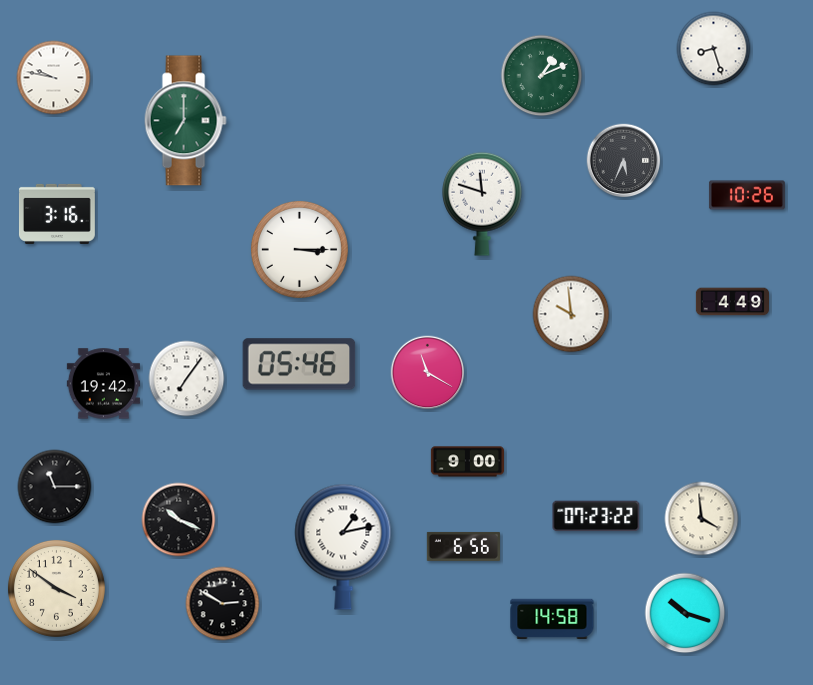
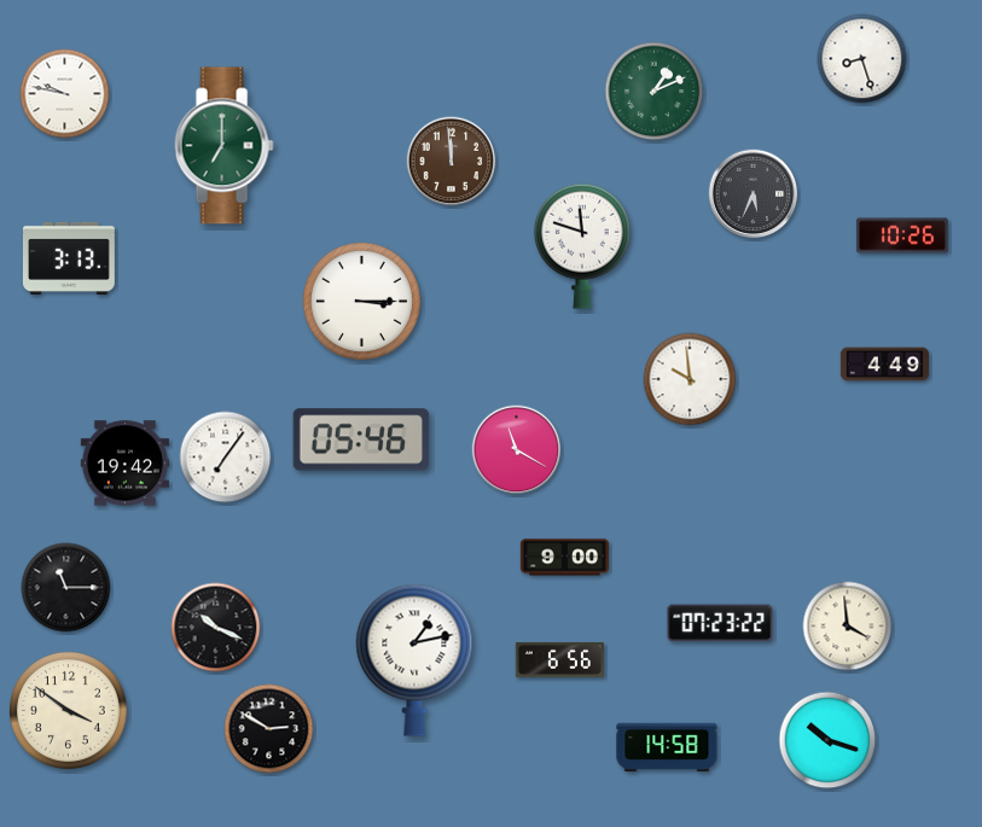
clock at (452, 162): none -> 11:59
clock at (57, 214): 3:16 -> 3:13
